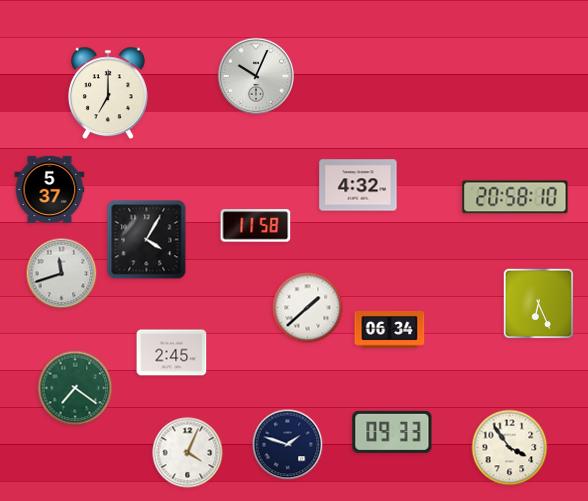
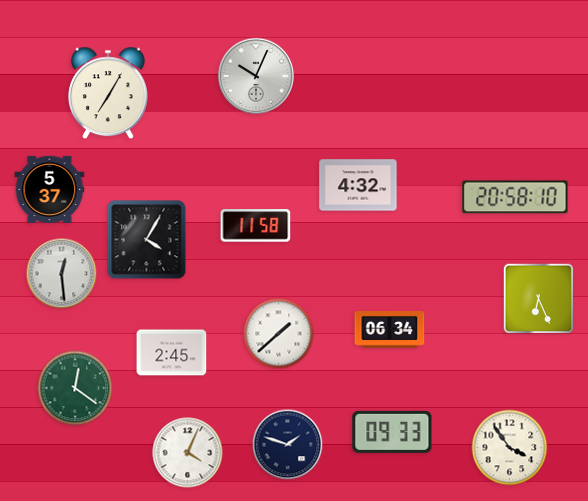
clock at (109, 93): 7:00 -> 7:05
clock at (62, 274): 11:42 -> 12:29
clock at (539, 304) position: (539, 304) -> (539, 299)
clock at (308, 308) position: (308, 308) -> (279, 334)
clock at (75, 388): 7:21 -> 12:21
